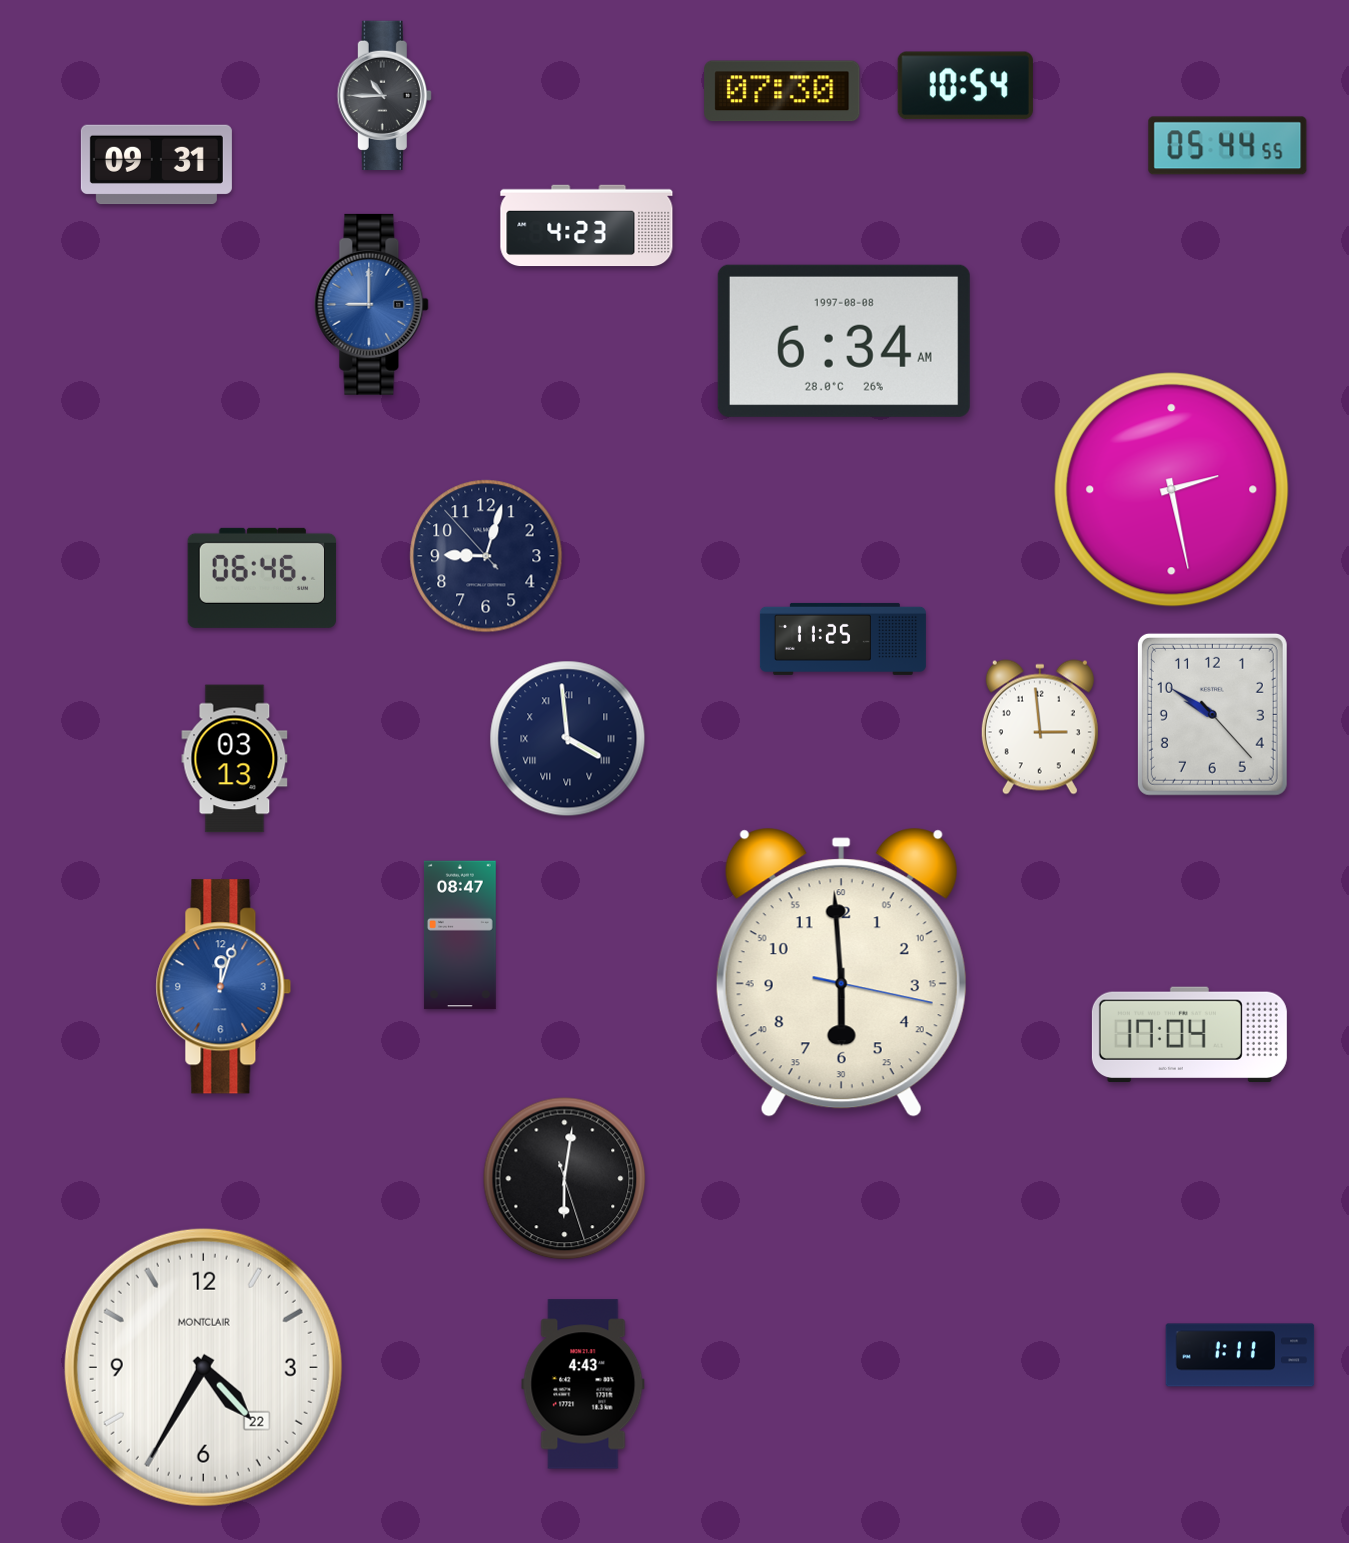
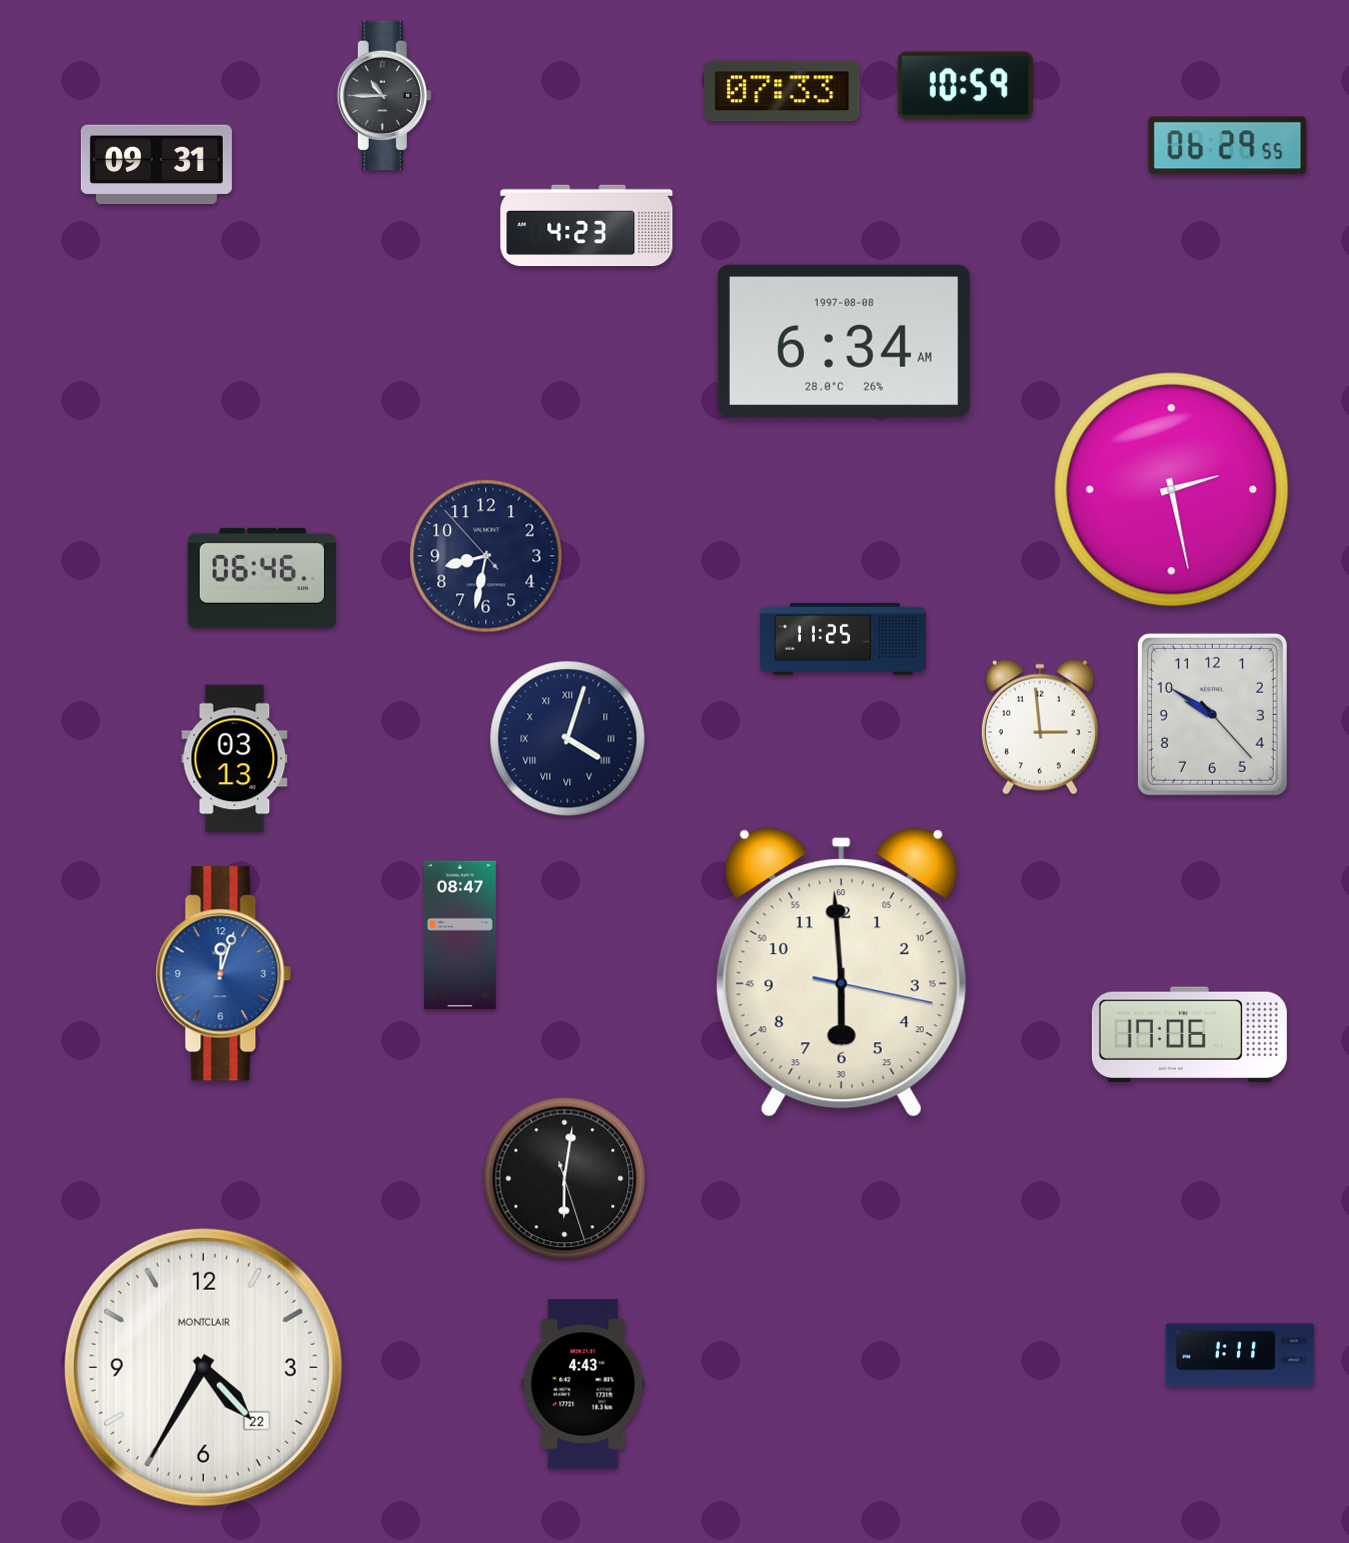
clock at (965, 86): 10:54 -> 10:59
clock at (782, 91): 07:30 -> 07:33
clock at (1228, 146): 05:44 -> 06:29
clock at (372, 304): 9:00 -> none
clock at (486, 556): 9:02 -> 8:31
clock at (568, 739): 3:59 -> 4:03
clock at (224, 987) position: (224, 987) -> (224, 974)
clock at (1189, 1035): 17:04 -> 17:06
